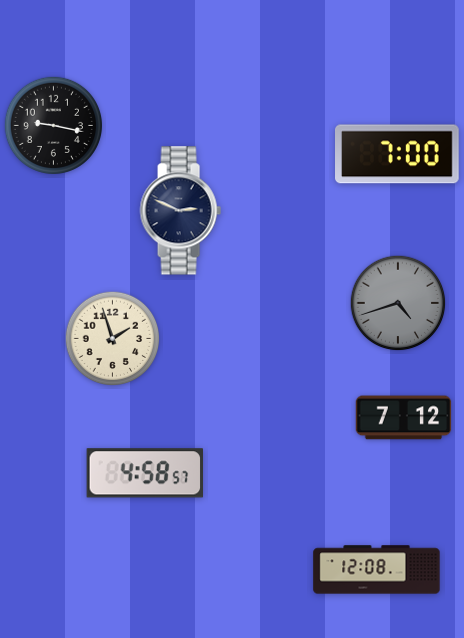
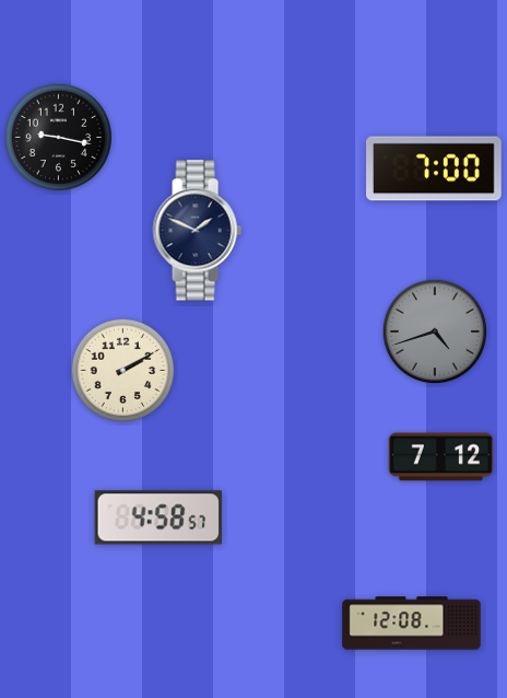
clock at (180, 211): 2:49 -> 1:49
clock at (113, 339): 1:57 -> 2:10
